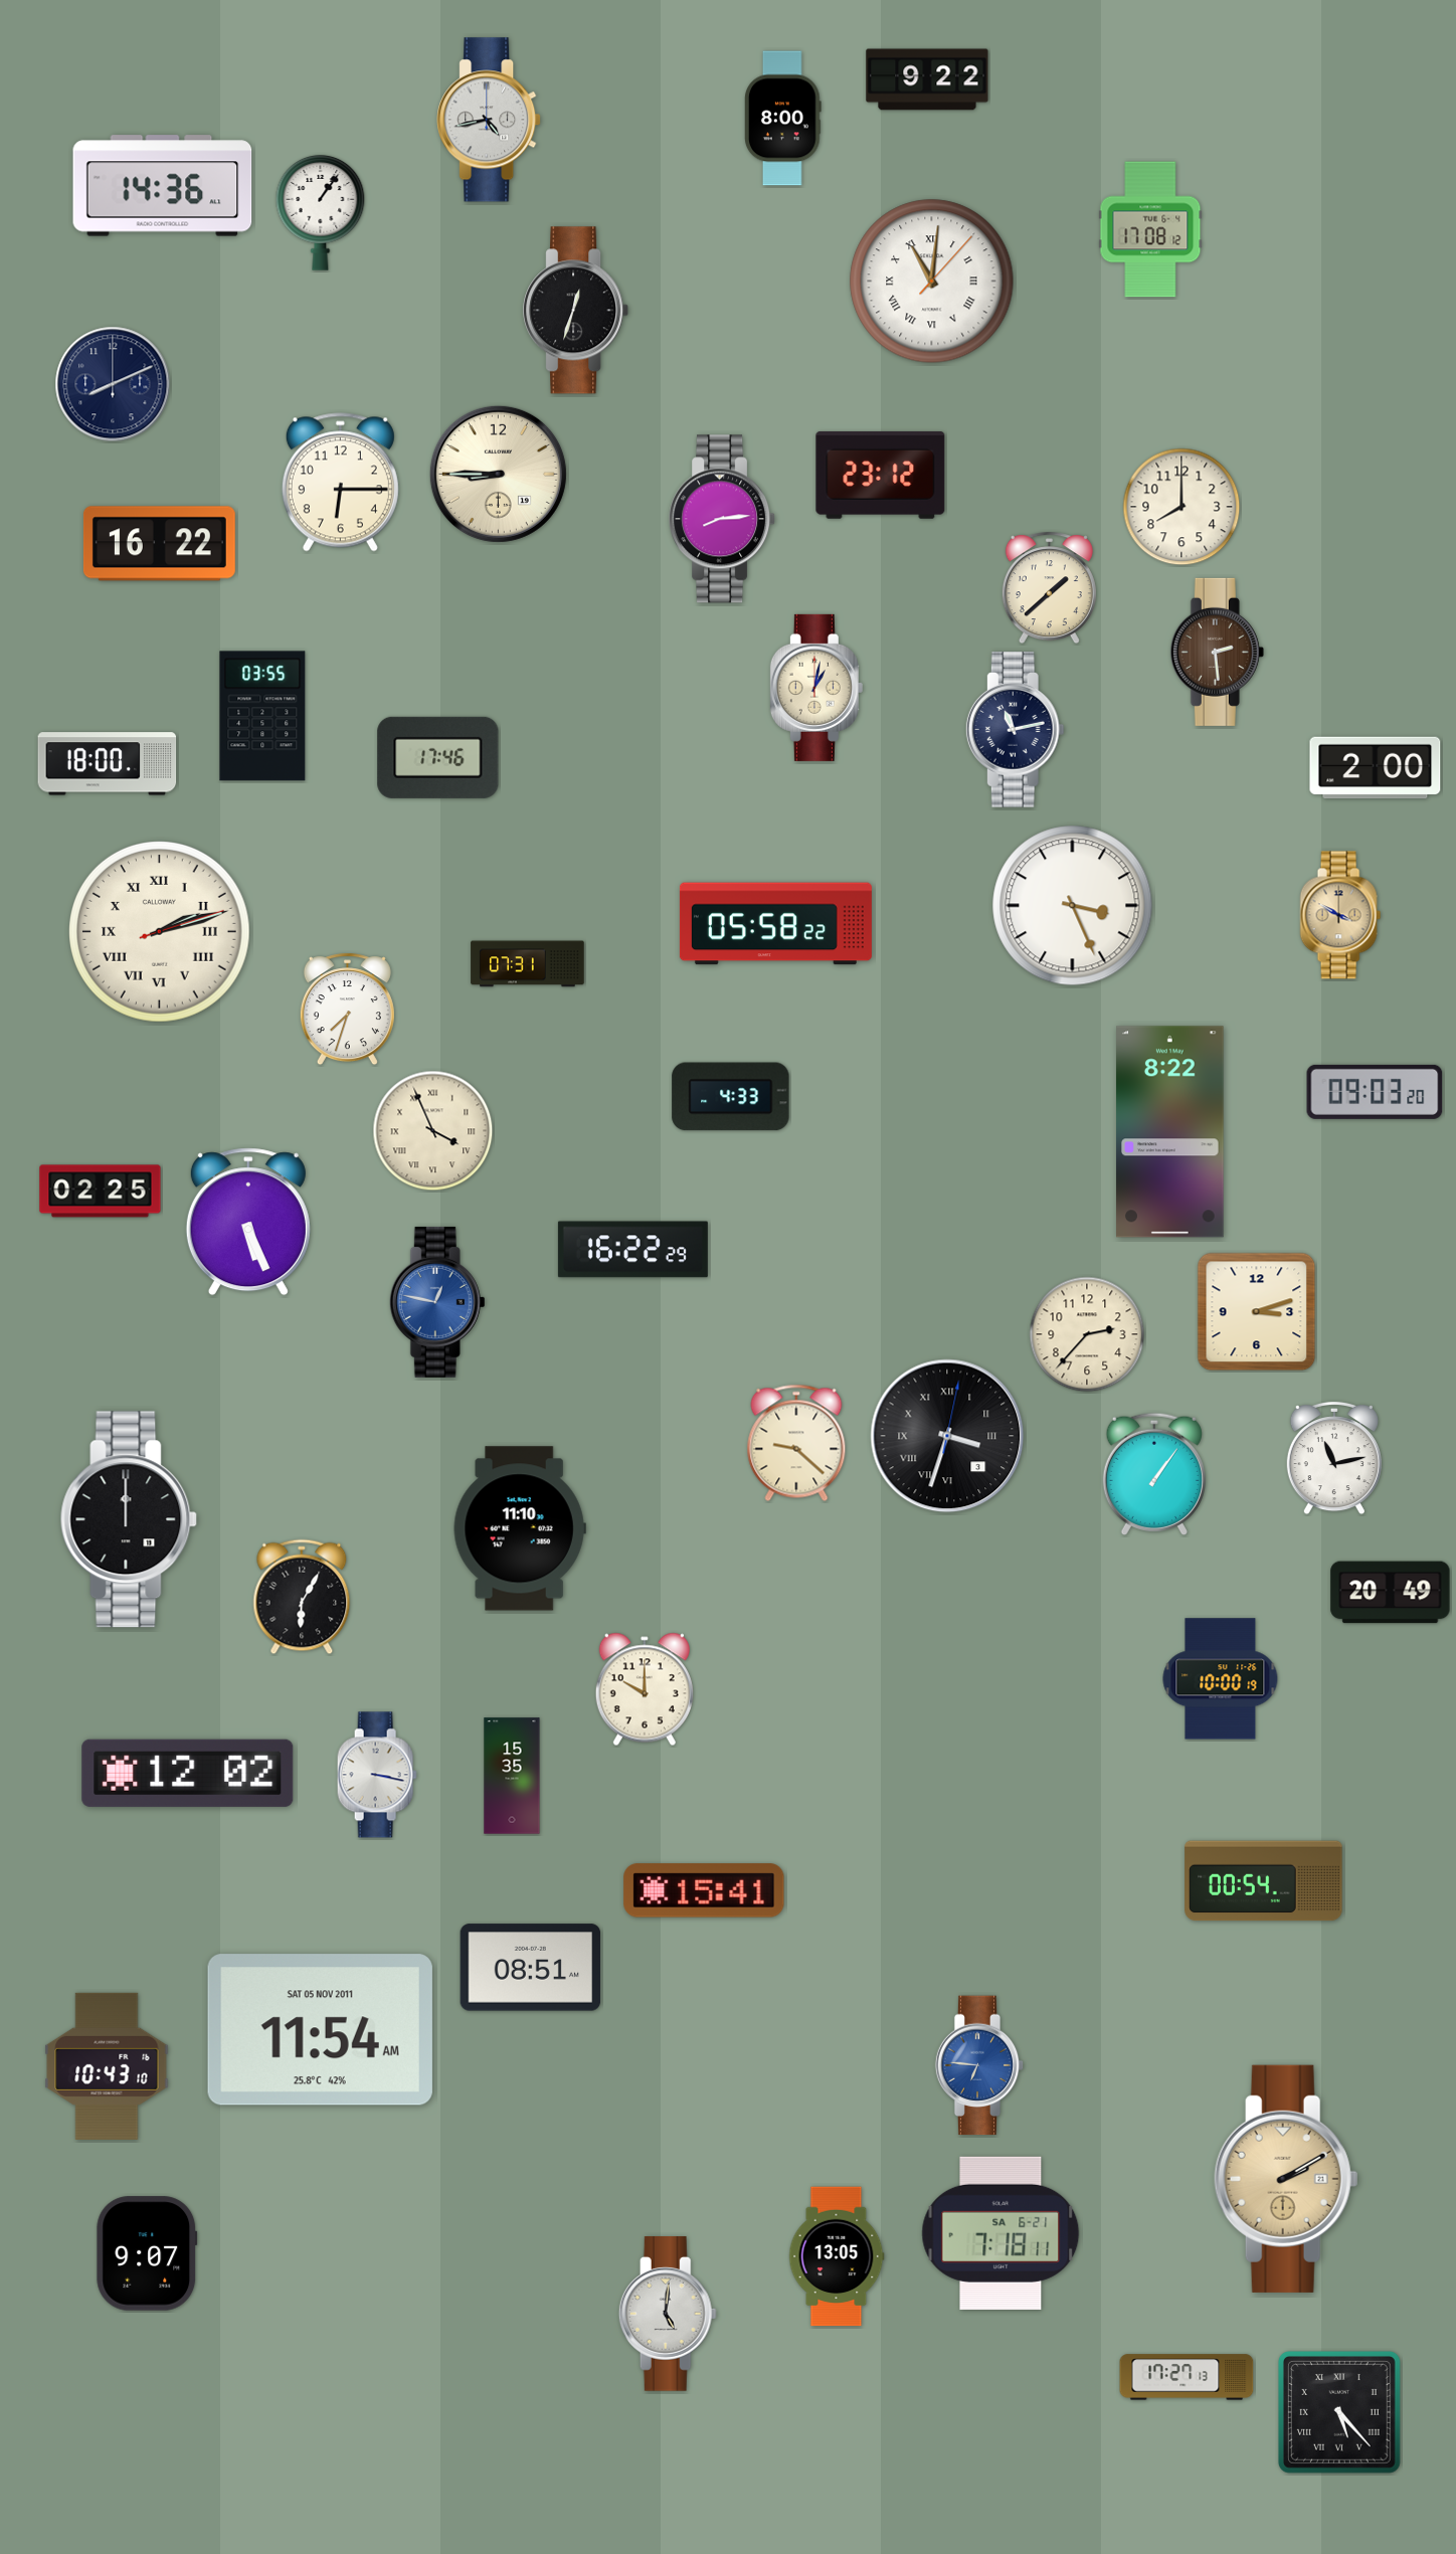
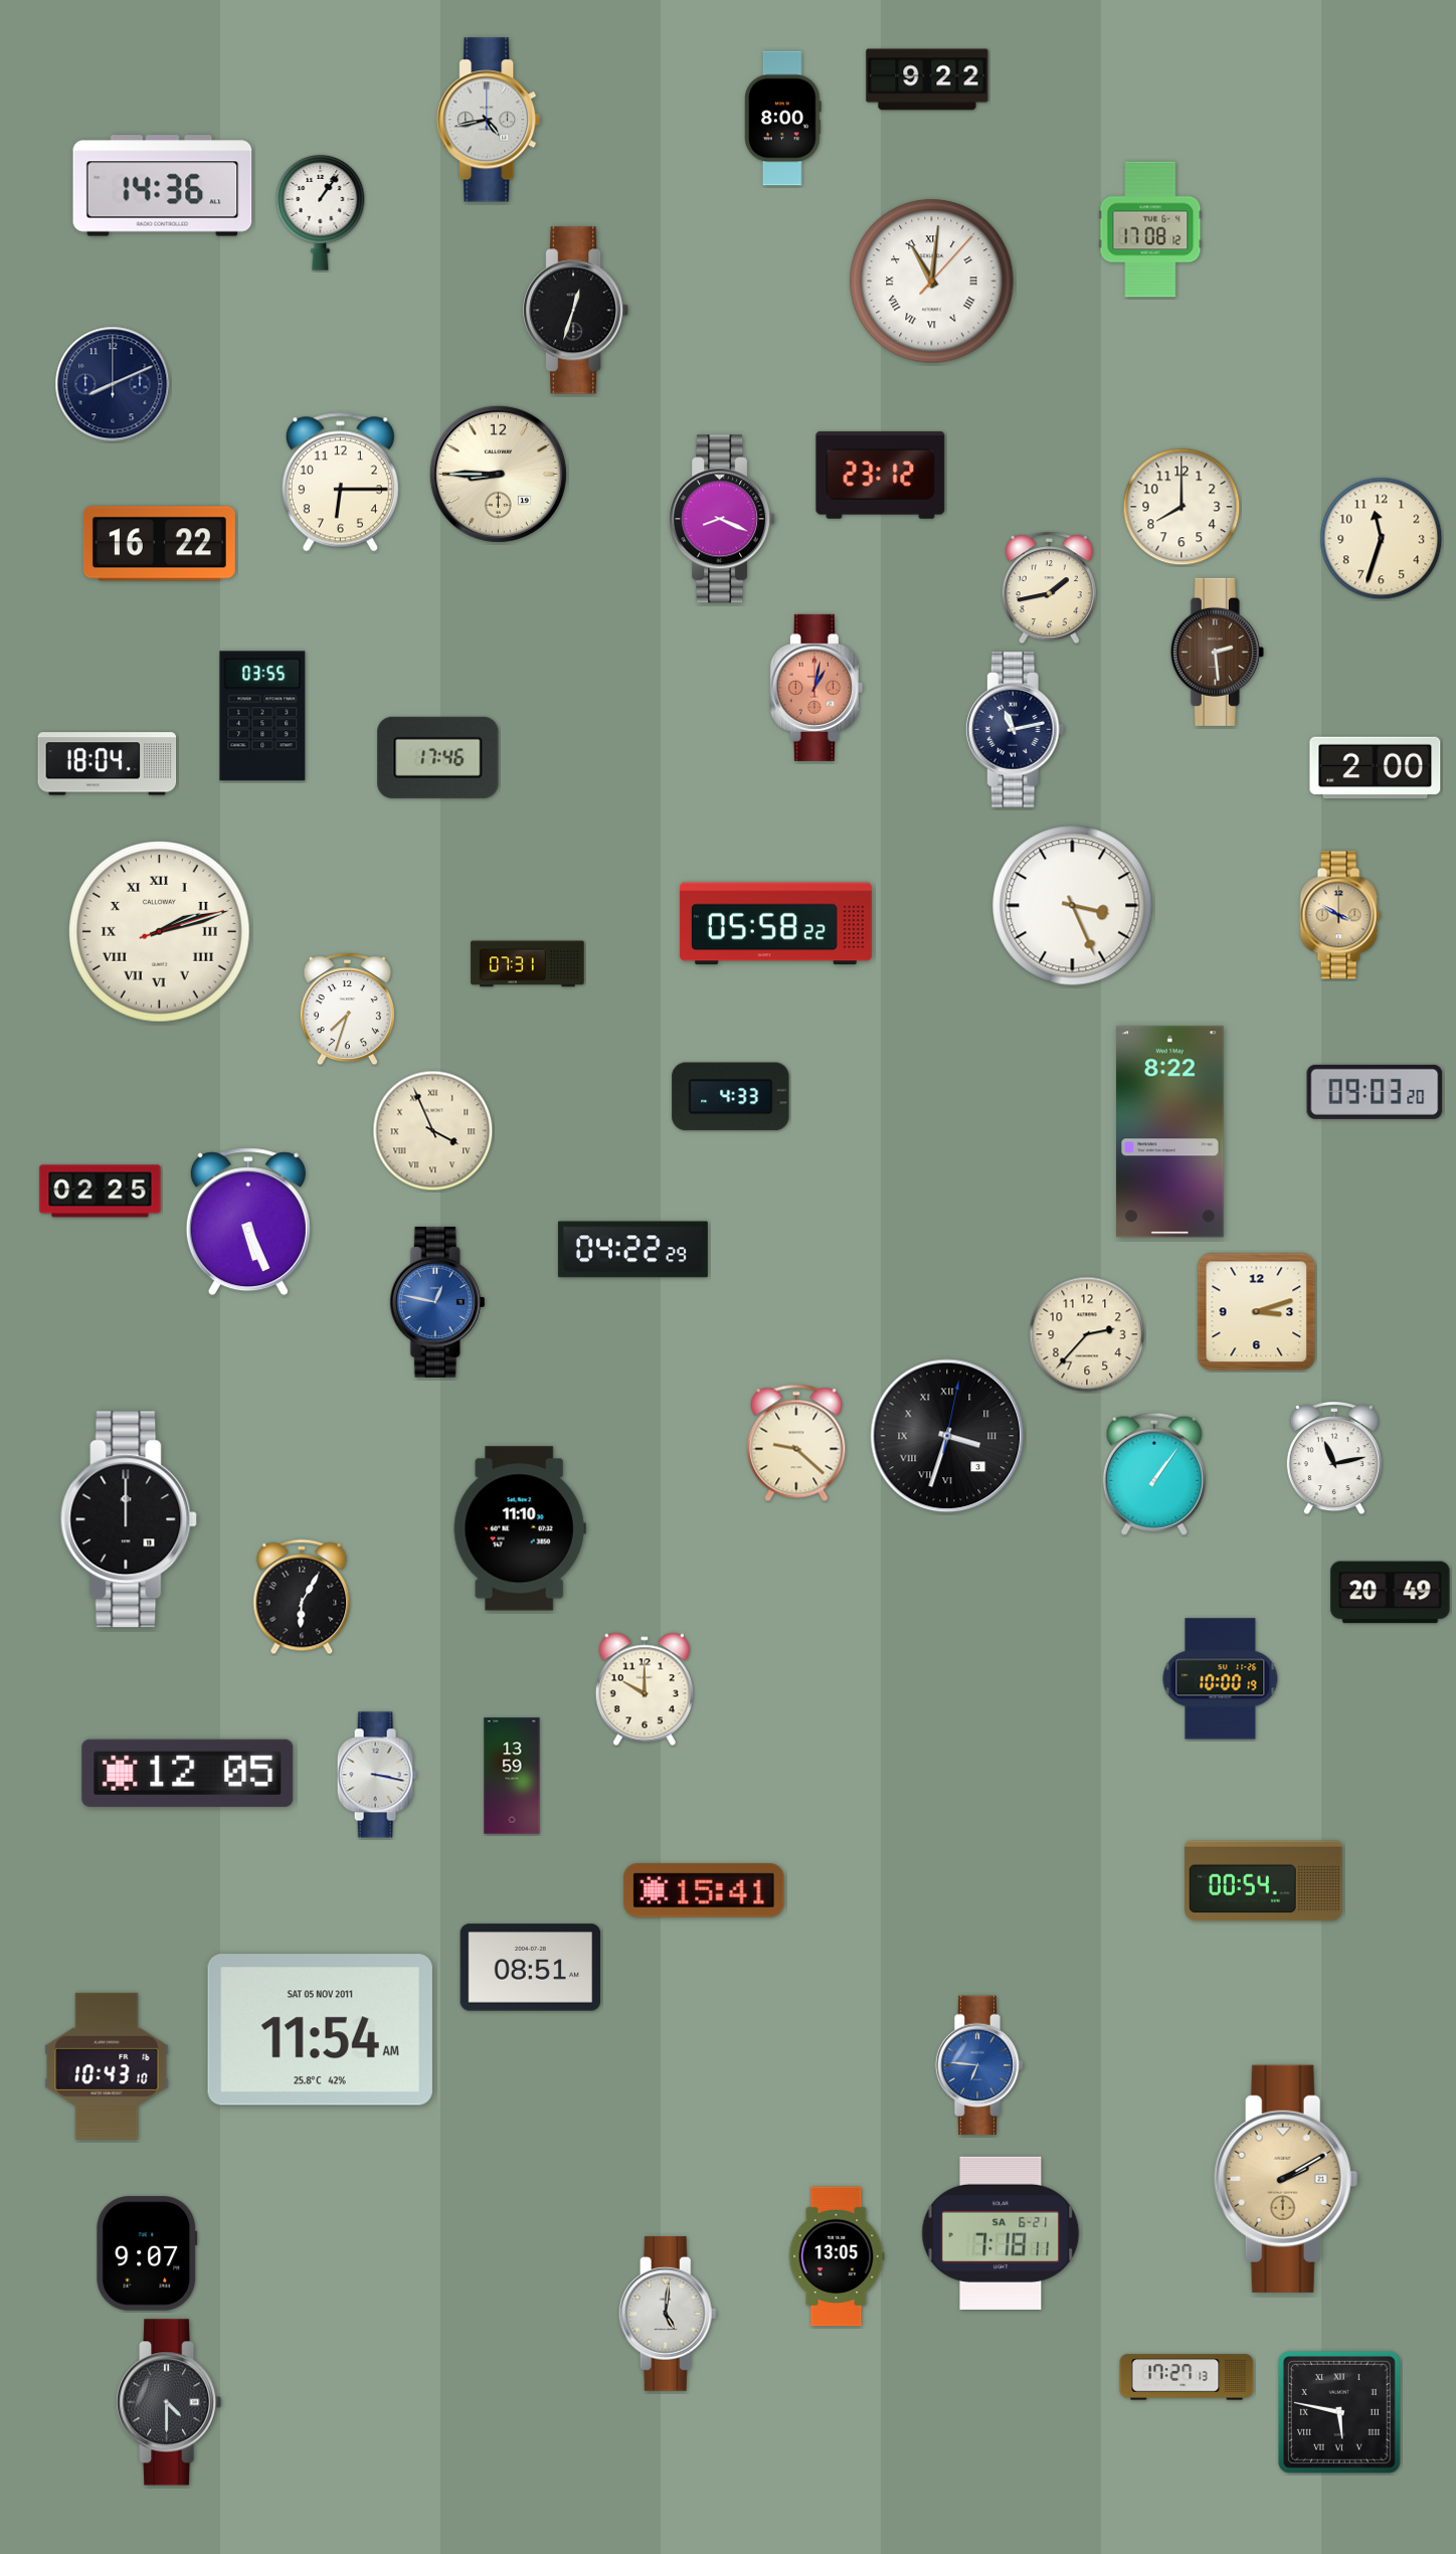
clock at (723, 519): 8:14 -> 8:19
clock at (1382, 539): none -> 11:33
clock at (1049, 588): 1:38 -> 1:43
clock at (816, 688) dial: cream -> salmon
clock at (108, 764): 18:00 -> 18:04
clock at (632, 1250): 16:22 -> 04:22
clock at (188, 1773): 12:02 -> 12:05
clock at (512, 1776): 15:35 -> 13:59
clock at (169, 2402): none -> 4:30
clock at (1339, 2412): 5:23 -> 5:47
